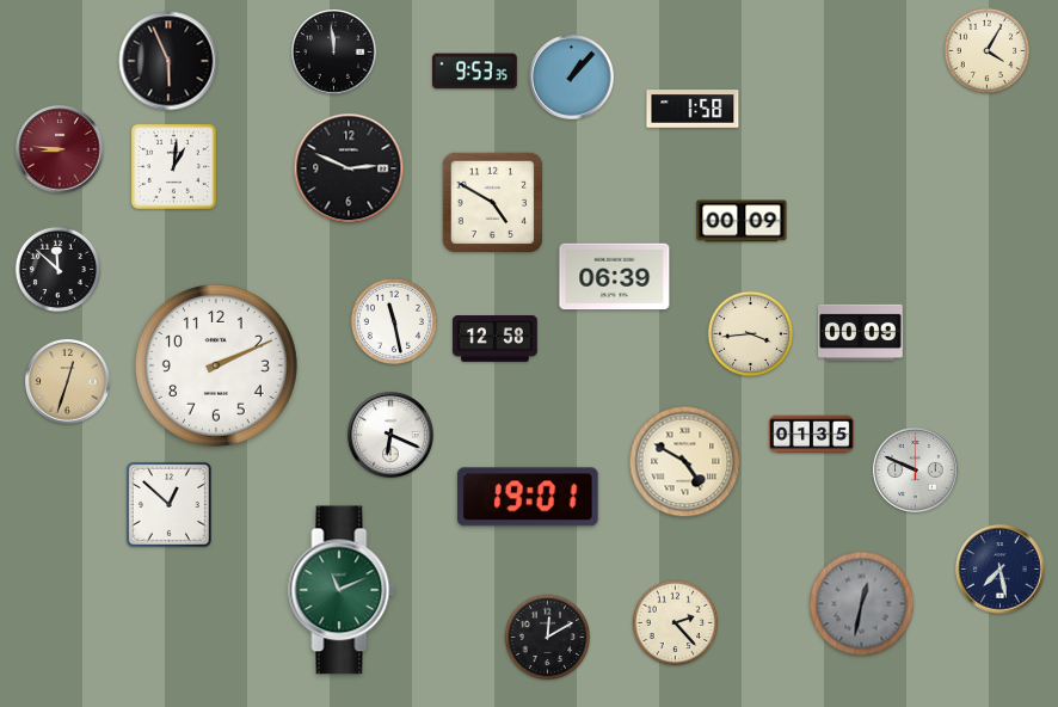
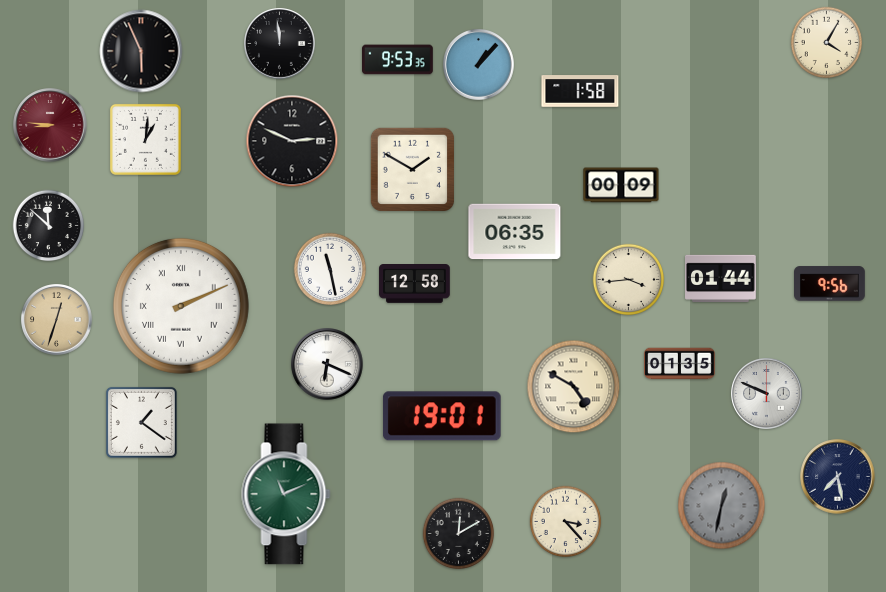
clock at (492, 202): 4:50 -> 1:50
clock at (615, 277): 06:39 -> 06:35
clock at (861, 332): 00:09 -> 01:44
clock at (830, 284): none -> 9:56
clock at (216, 365) numerals: Arabic -> Roman
clock at (168, 504): 12:52 -> 1:21
clock at (676, 623): 2:23 -> 3:23
